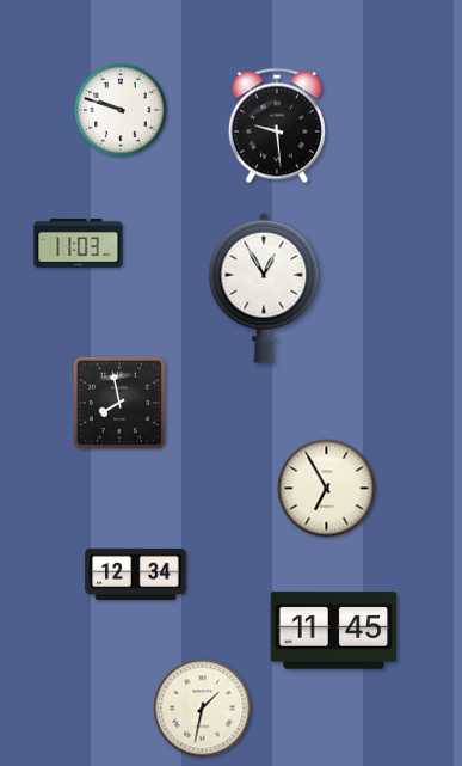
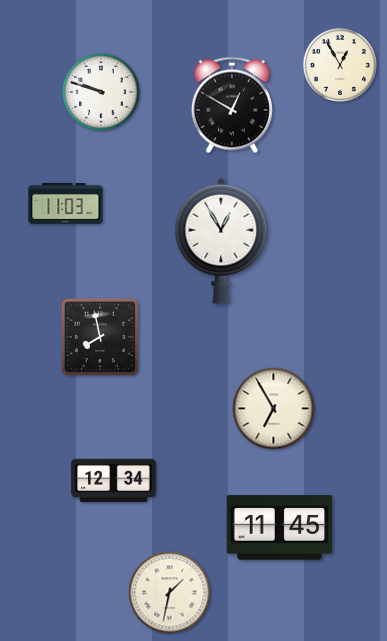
clock at (340, 65): none -> 12:55
clock at (277, 125): 9:29 -> 12:50
